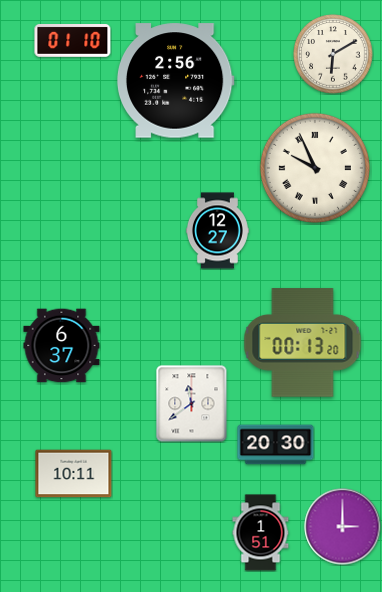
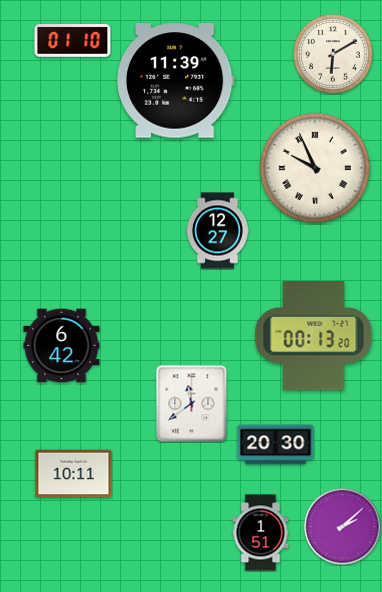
clock at (175, 81): 2:56 -> 11:39
clock at (303, 343) position: (303, 343) -> (314, 336)
clock at (62, 346): 6:37 -> 6:42
clock at (343, 527): 3:00 -> 2:08
